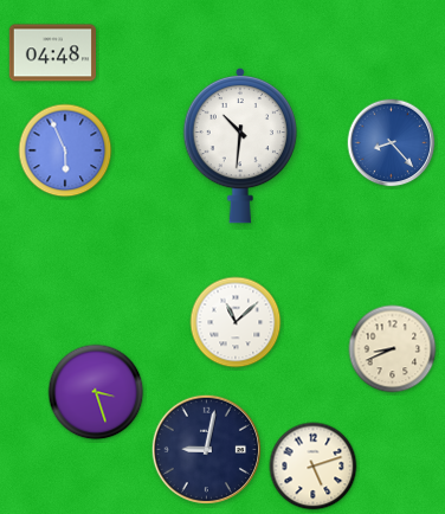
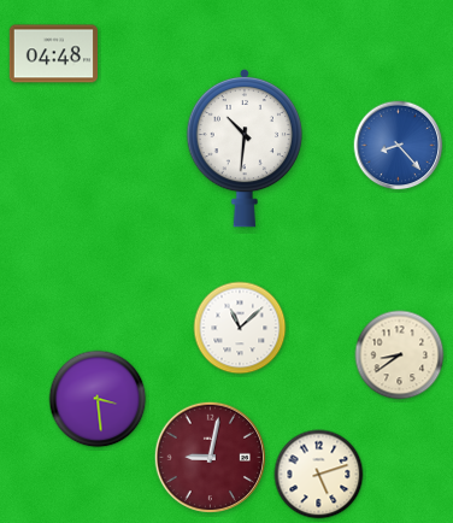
clock at (65, 150): 5:56 -> none
clock at (393, 349): 8:41 -> 8:39
clock at (96, 392): 3:27 -> 3:29
clock at (206, 449) dial: navy -> burgundy
